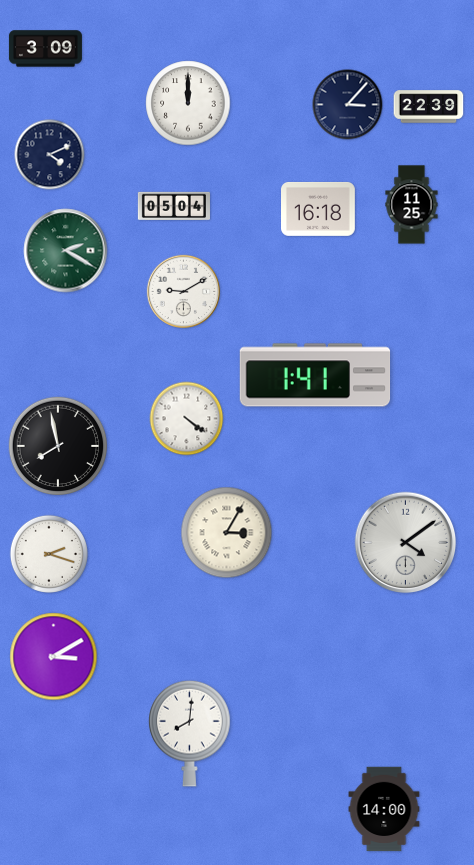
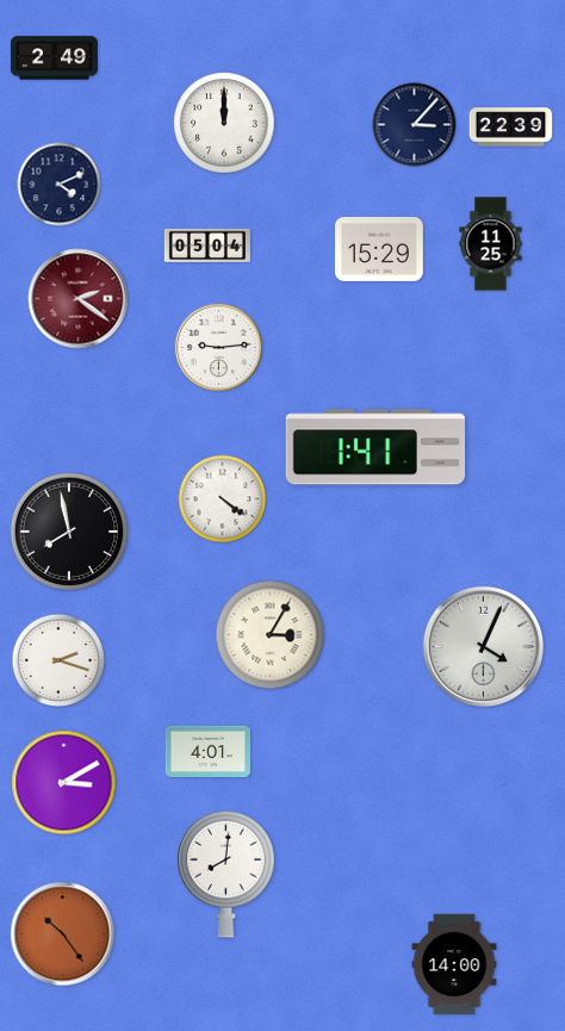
clock at (45, 49): 3:09 -> 2:49
clock at (319, 209): 16:18 -> 15:29
clock at (66, 251): 2:20 -> 2:21
clock at (66, 251) dial: green -> burgundy
clock at (183, 291): 9:10 -> 9:14
clock at (406, 543): 4:09 -> 4:04
clock at (209, 751): none -> 4:01
clock at (63, 934): none -> 10:24
clock at (384, 809) position: (384, 809) -> (454, 964)
